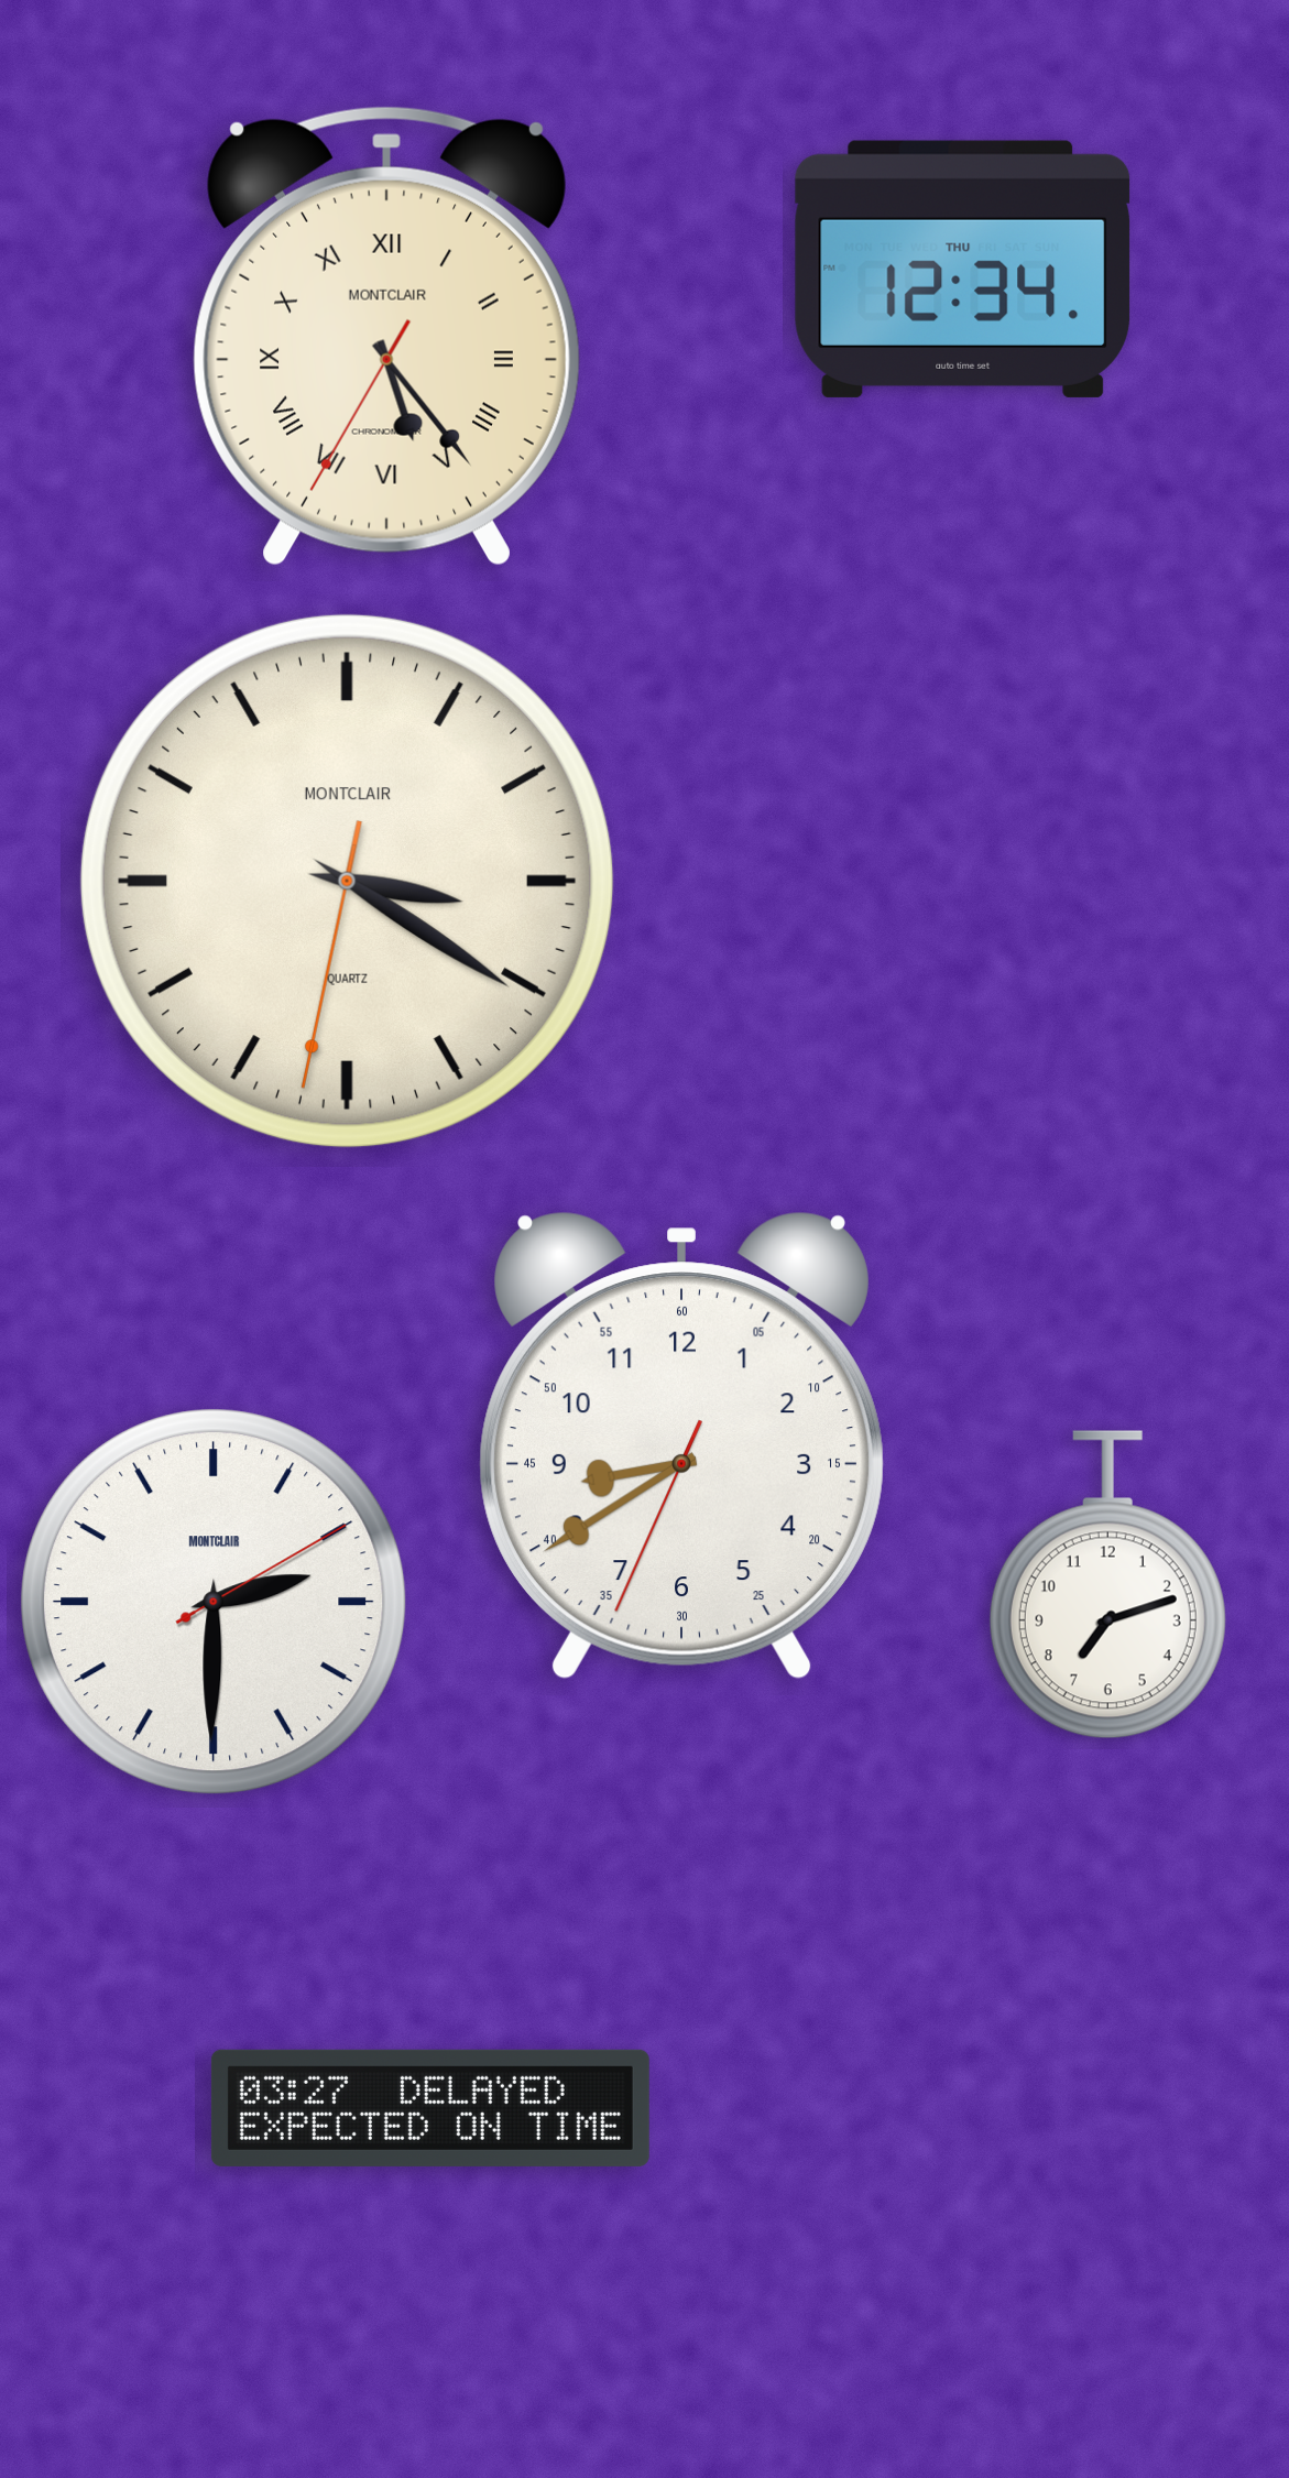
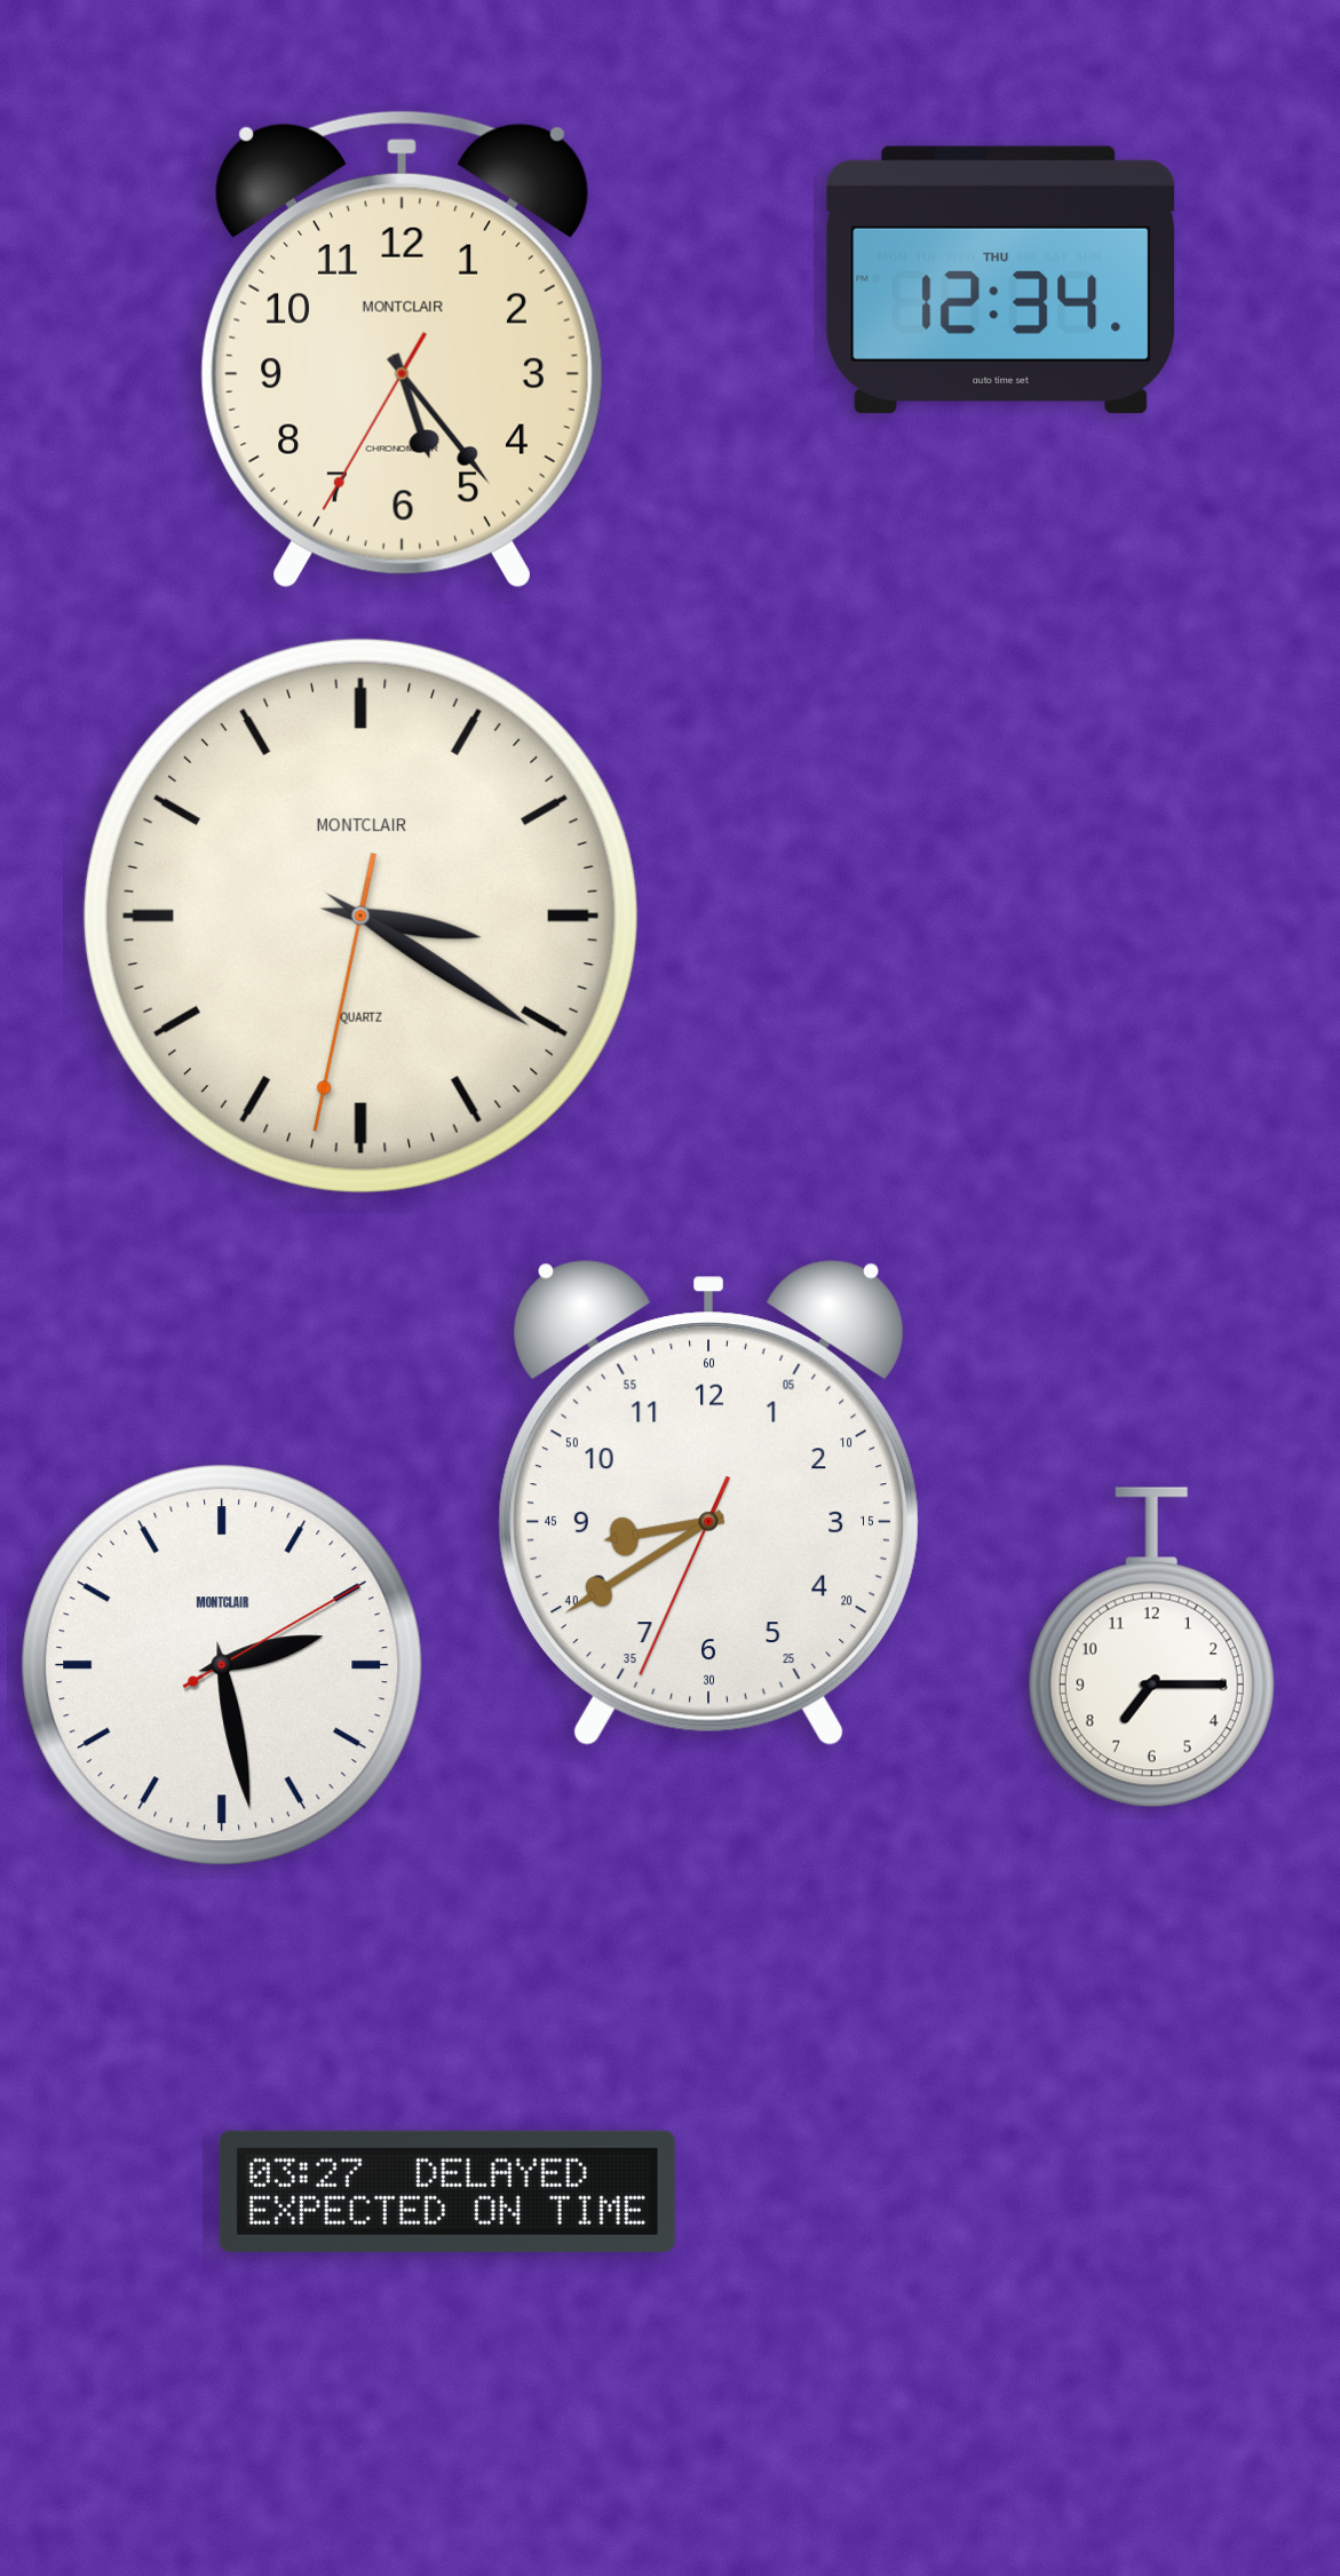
clock at (386, 337) numerals: Roman -> Arabic
clock at (1107, 1585): 7:12 -> 7:15
clock at (214, 1602): 2:30 -> 2:28
